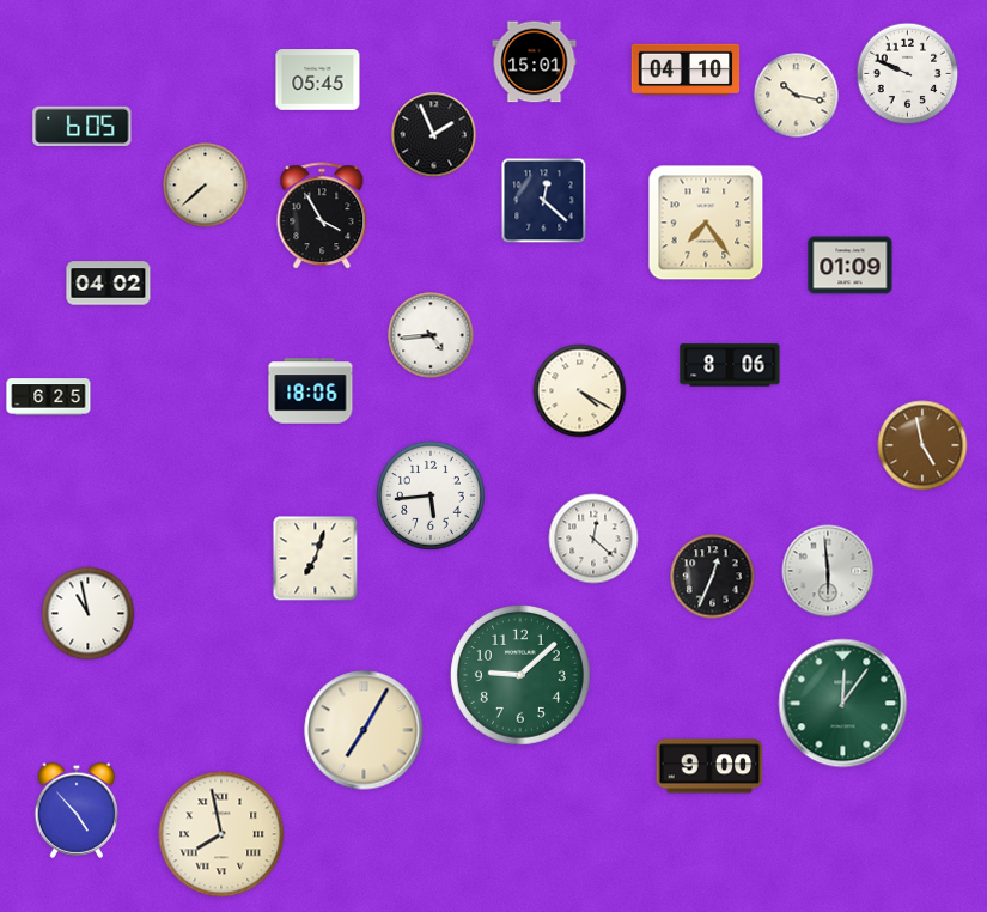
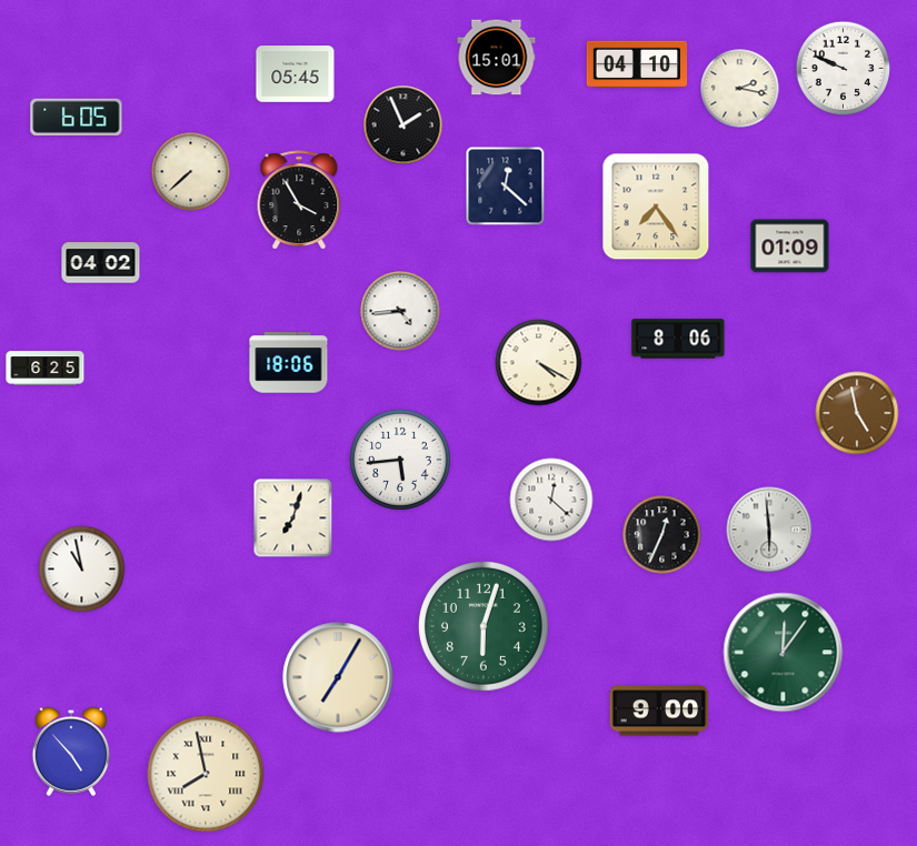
clock at (797, 96): 10:17 -> 2:17
clock at (520, 675): 9:08 -> 6:03
